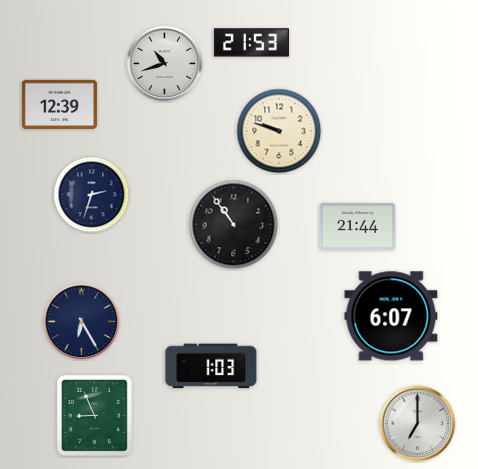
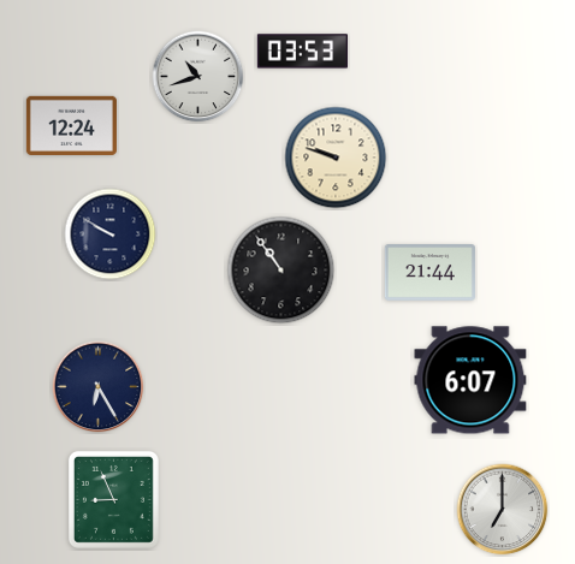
clock at (251, 43): 21:53 -> 03:53
clock at (59, 104): 12:39 -> 12:24
clock at (92, 195): 2:33 -> 9:50
clock at (211, 366): 1:03 -> none
